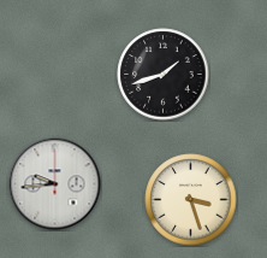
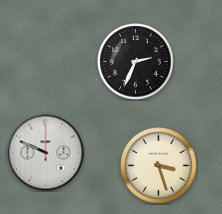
clock at (164, 75): 1:42 -> 2:34
clock at (55, 184): 9:44 -> 9:49
